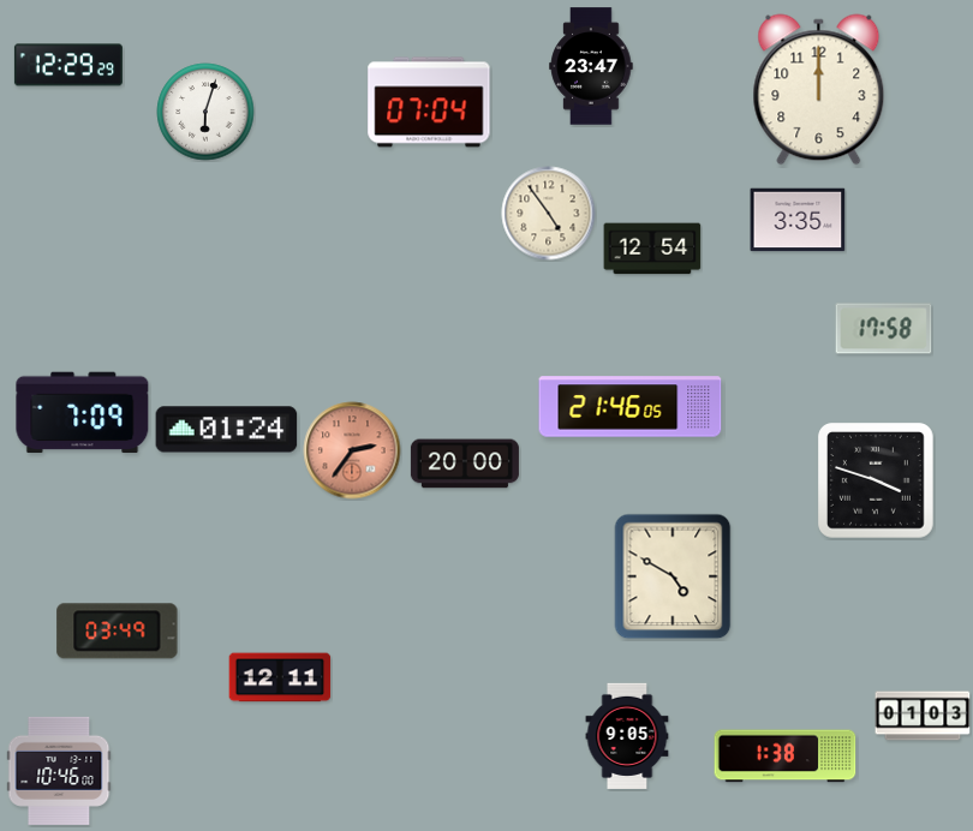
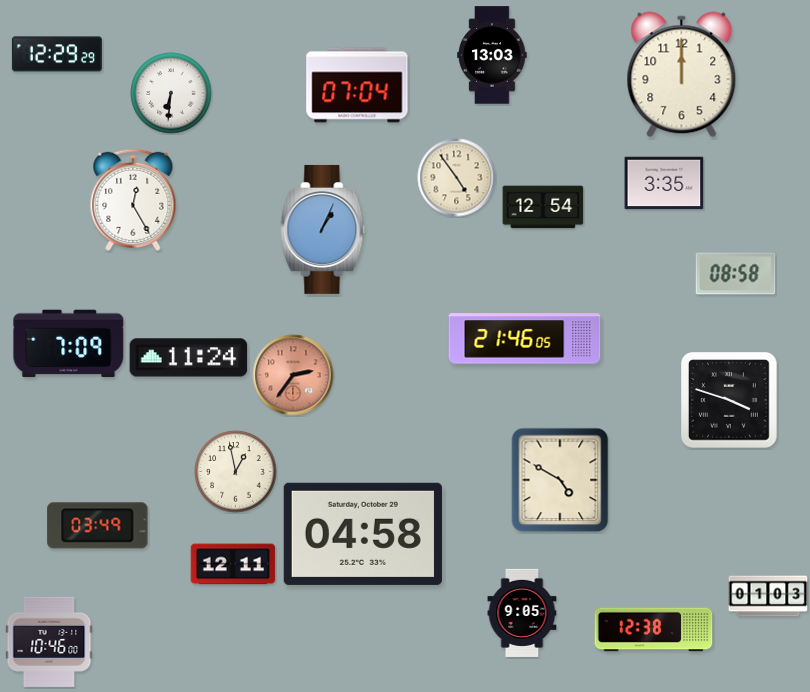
clock at (591, 66): 23:47 -> 13:03
clock at (205, 112): 6:03 -> 6:31
clock at (133, 200): none -> 12:25
clock at (323, 229): none -> 1:04
clock at (884, 329): 17:58 -> 08:58
clock at (227, 430): 01:24 -> 11:24
clock at (465, 464): 20:00 -> none
clock at (236, 472): none -> 12:58
clock at (363, 534): none -> 04:58
clock at (786, 757): 1:38 -> 12:38
